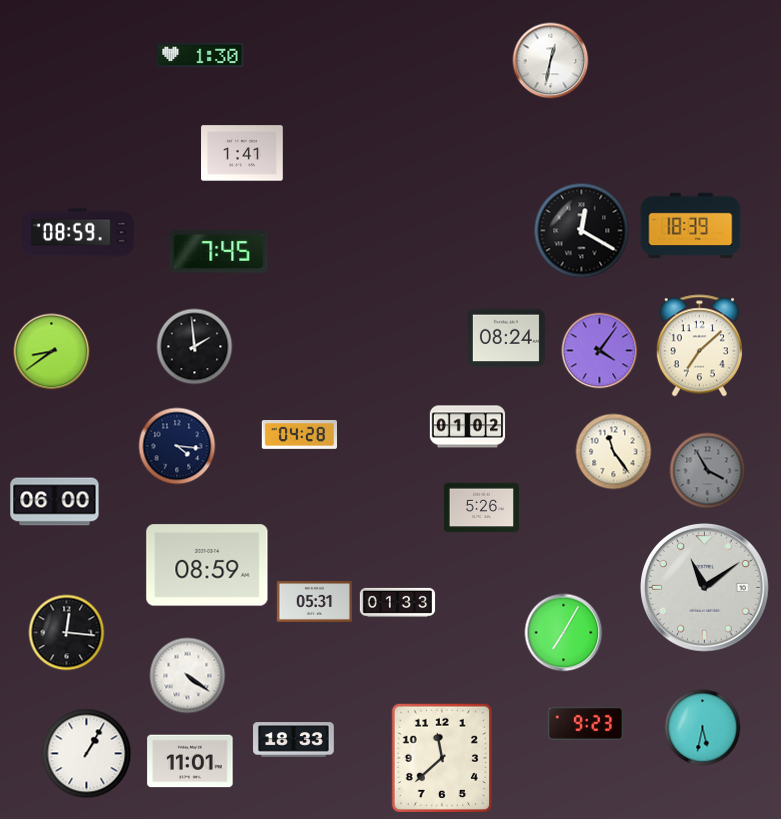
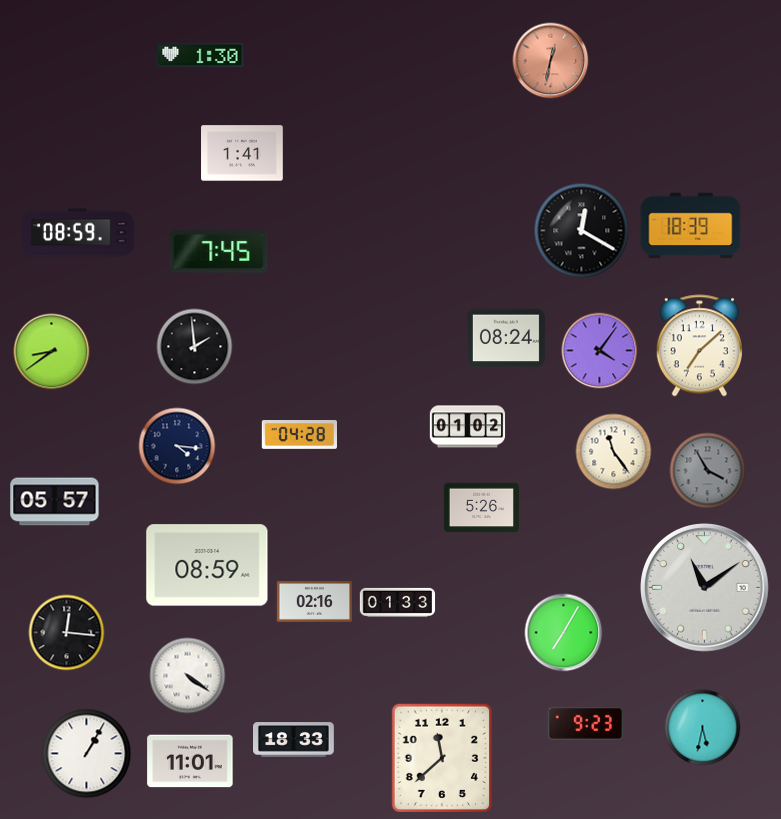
clock at (551, 61) dial: white -> salmon
clock at (55, 502): 06:00 -> 05:57
clock at (314, 601): 05:31 -> 02:16
